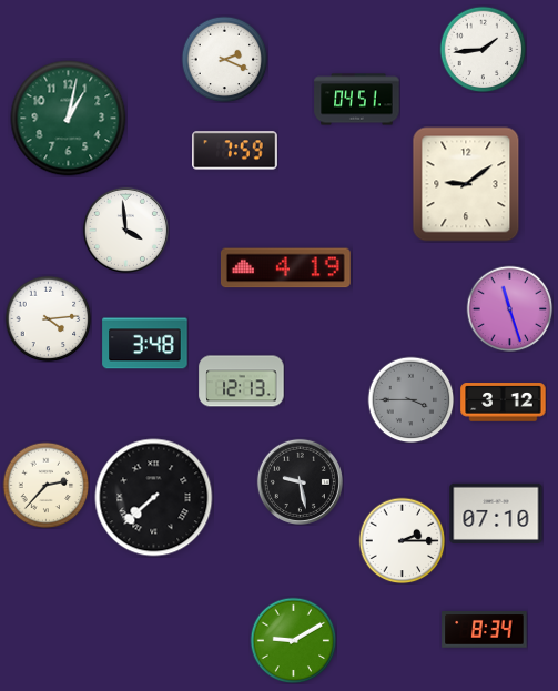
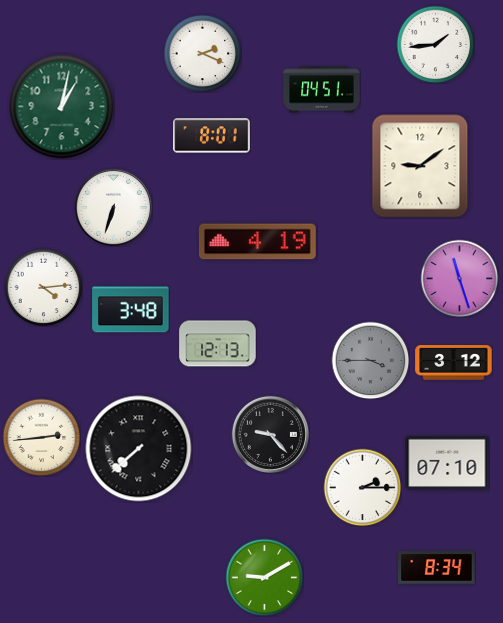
clock at (235, 151): 7:59 -> 8:01
clock at (125, 230): 3:59 -> 6:33
clock at (300, 481): 9:28 -> 9:23
clock at (45, 485): 2:37 -> 2:44
